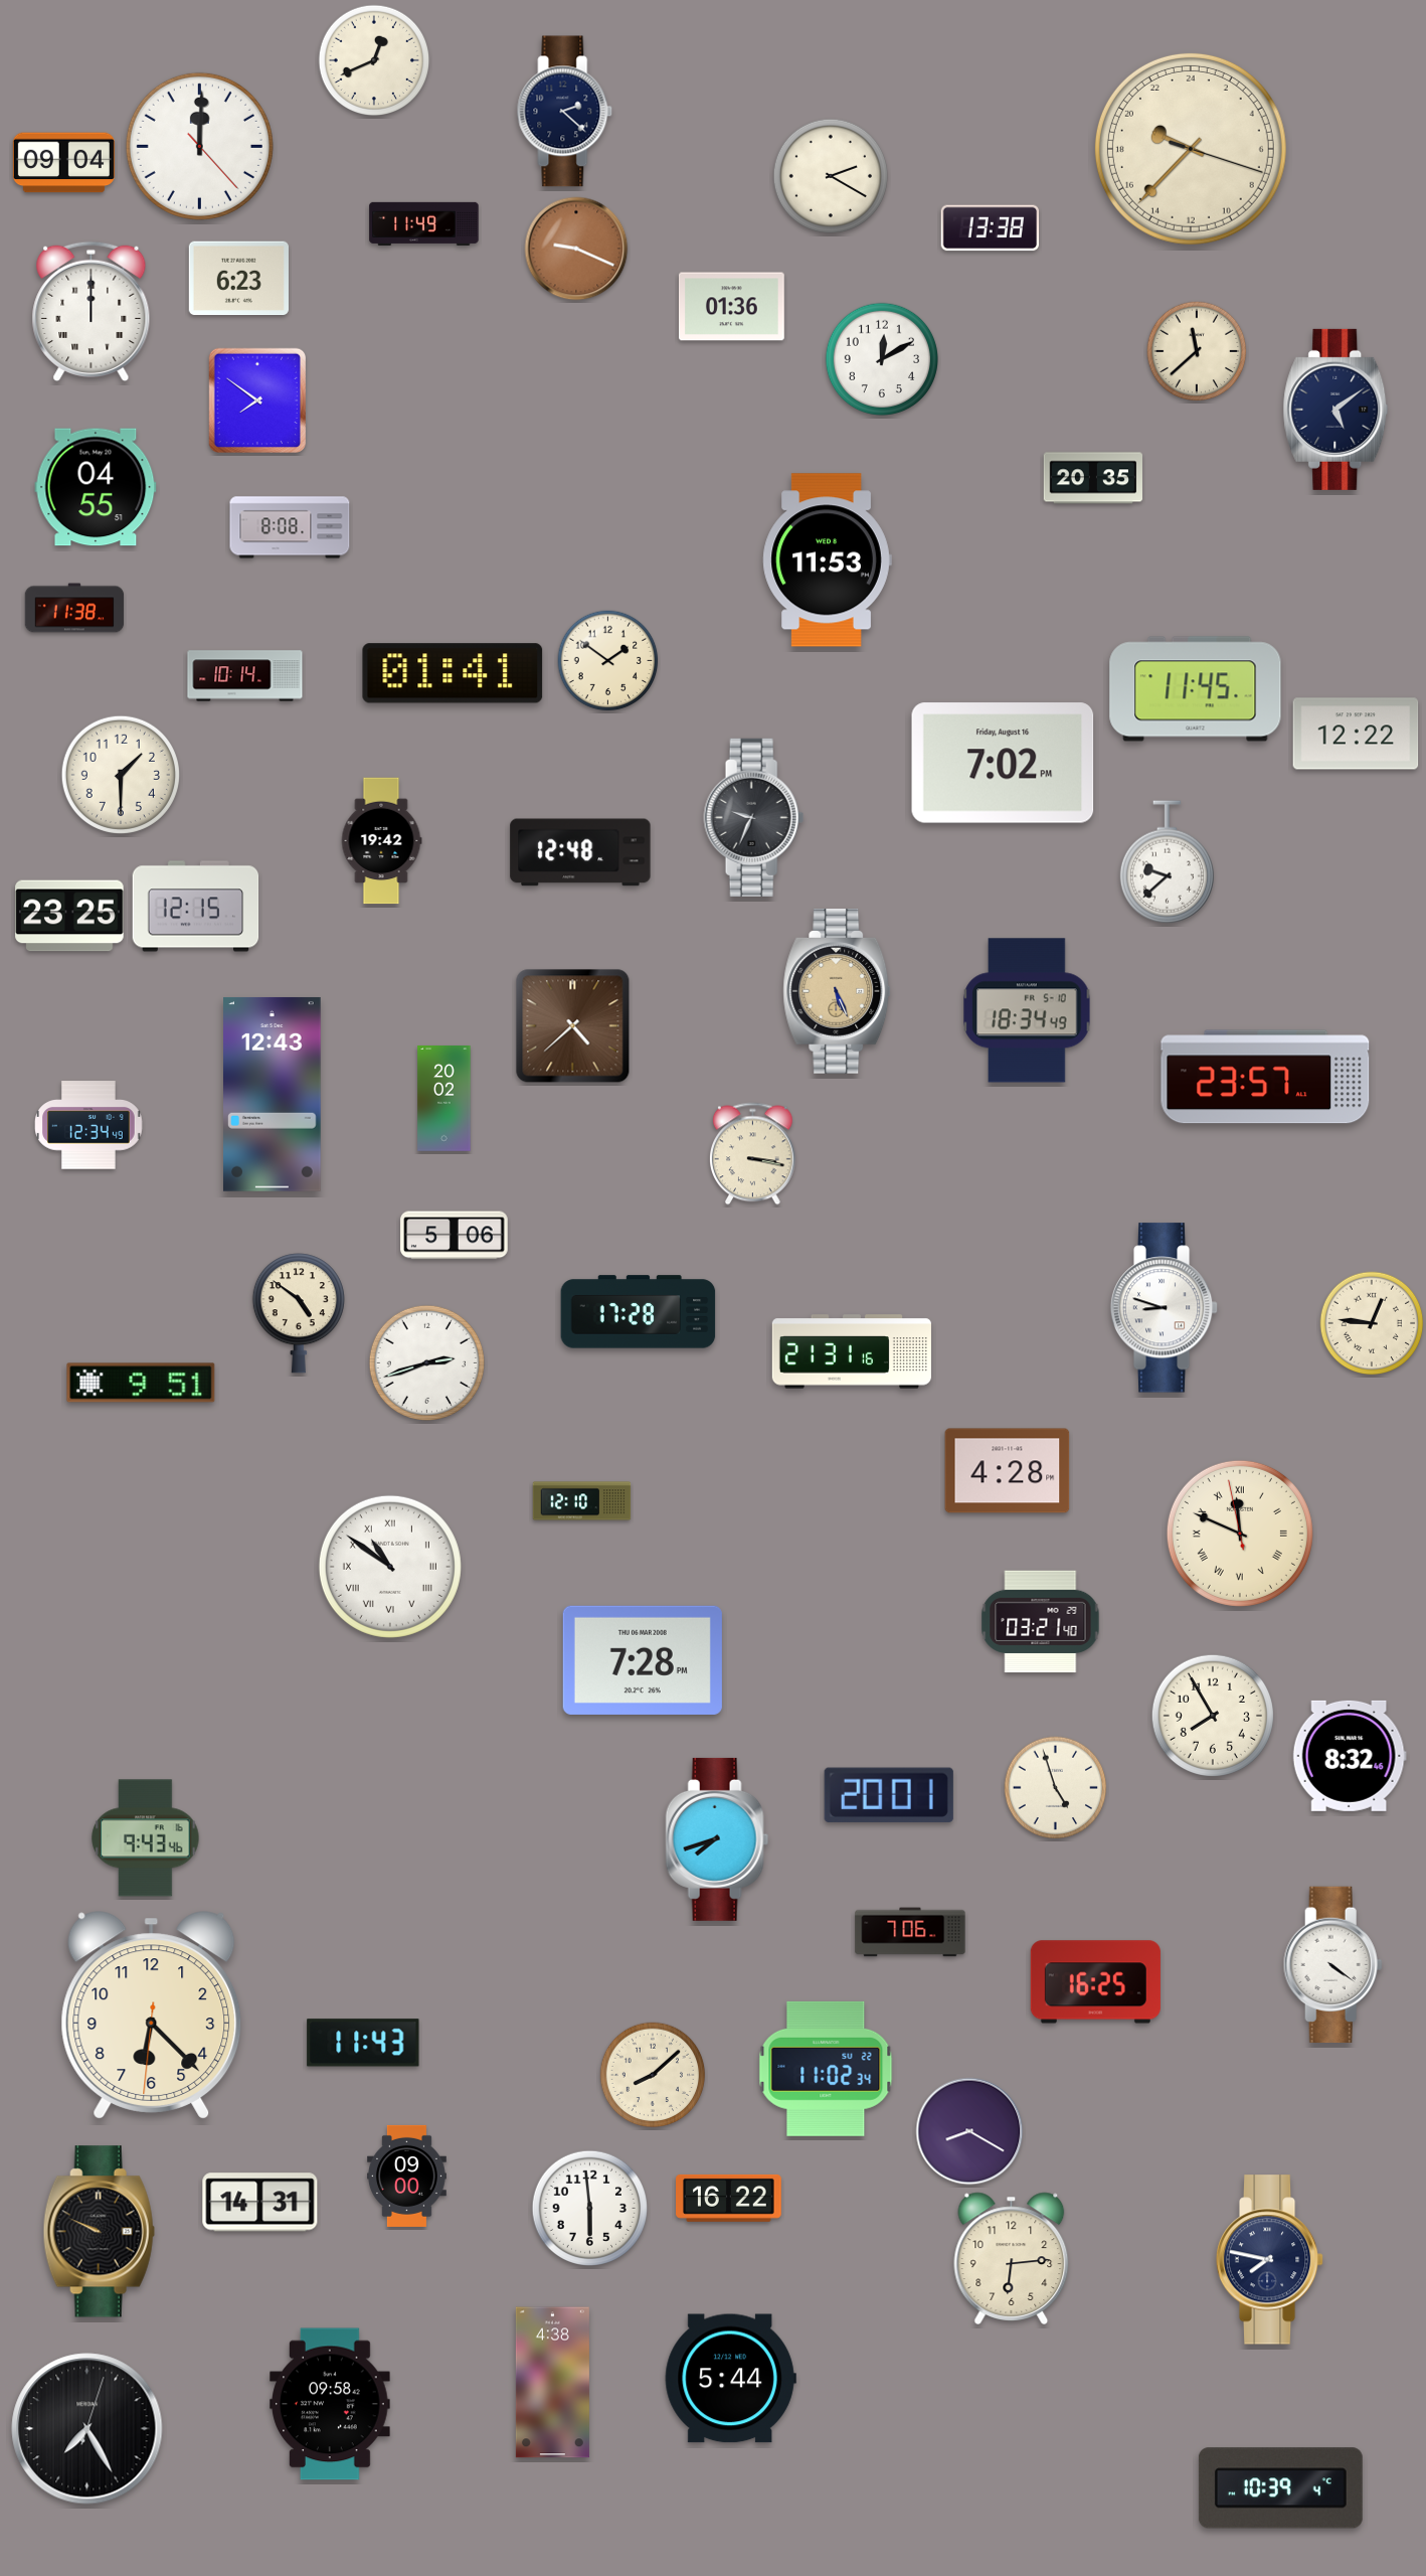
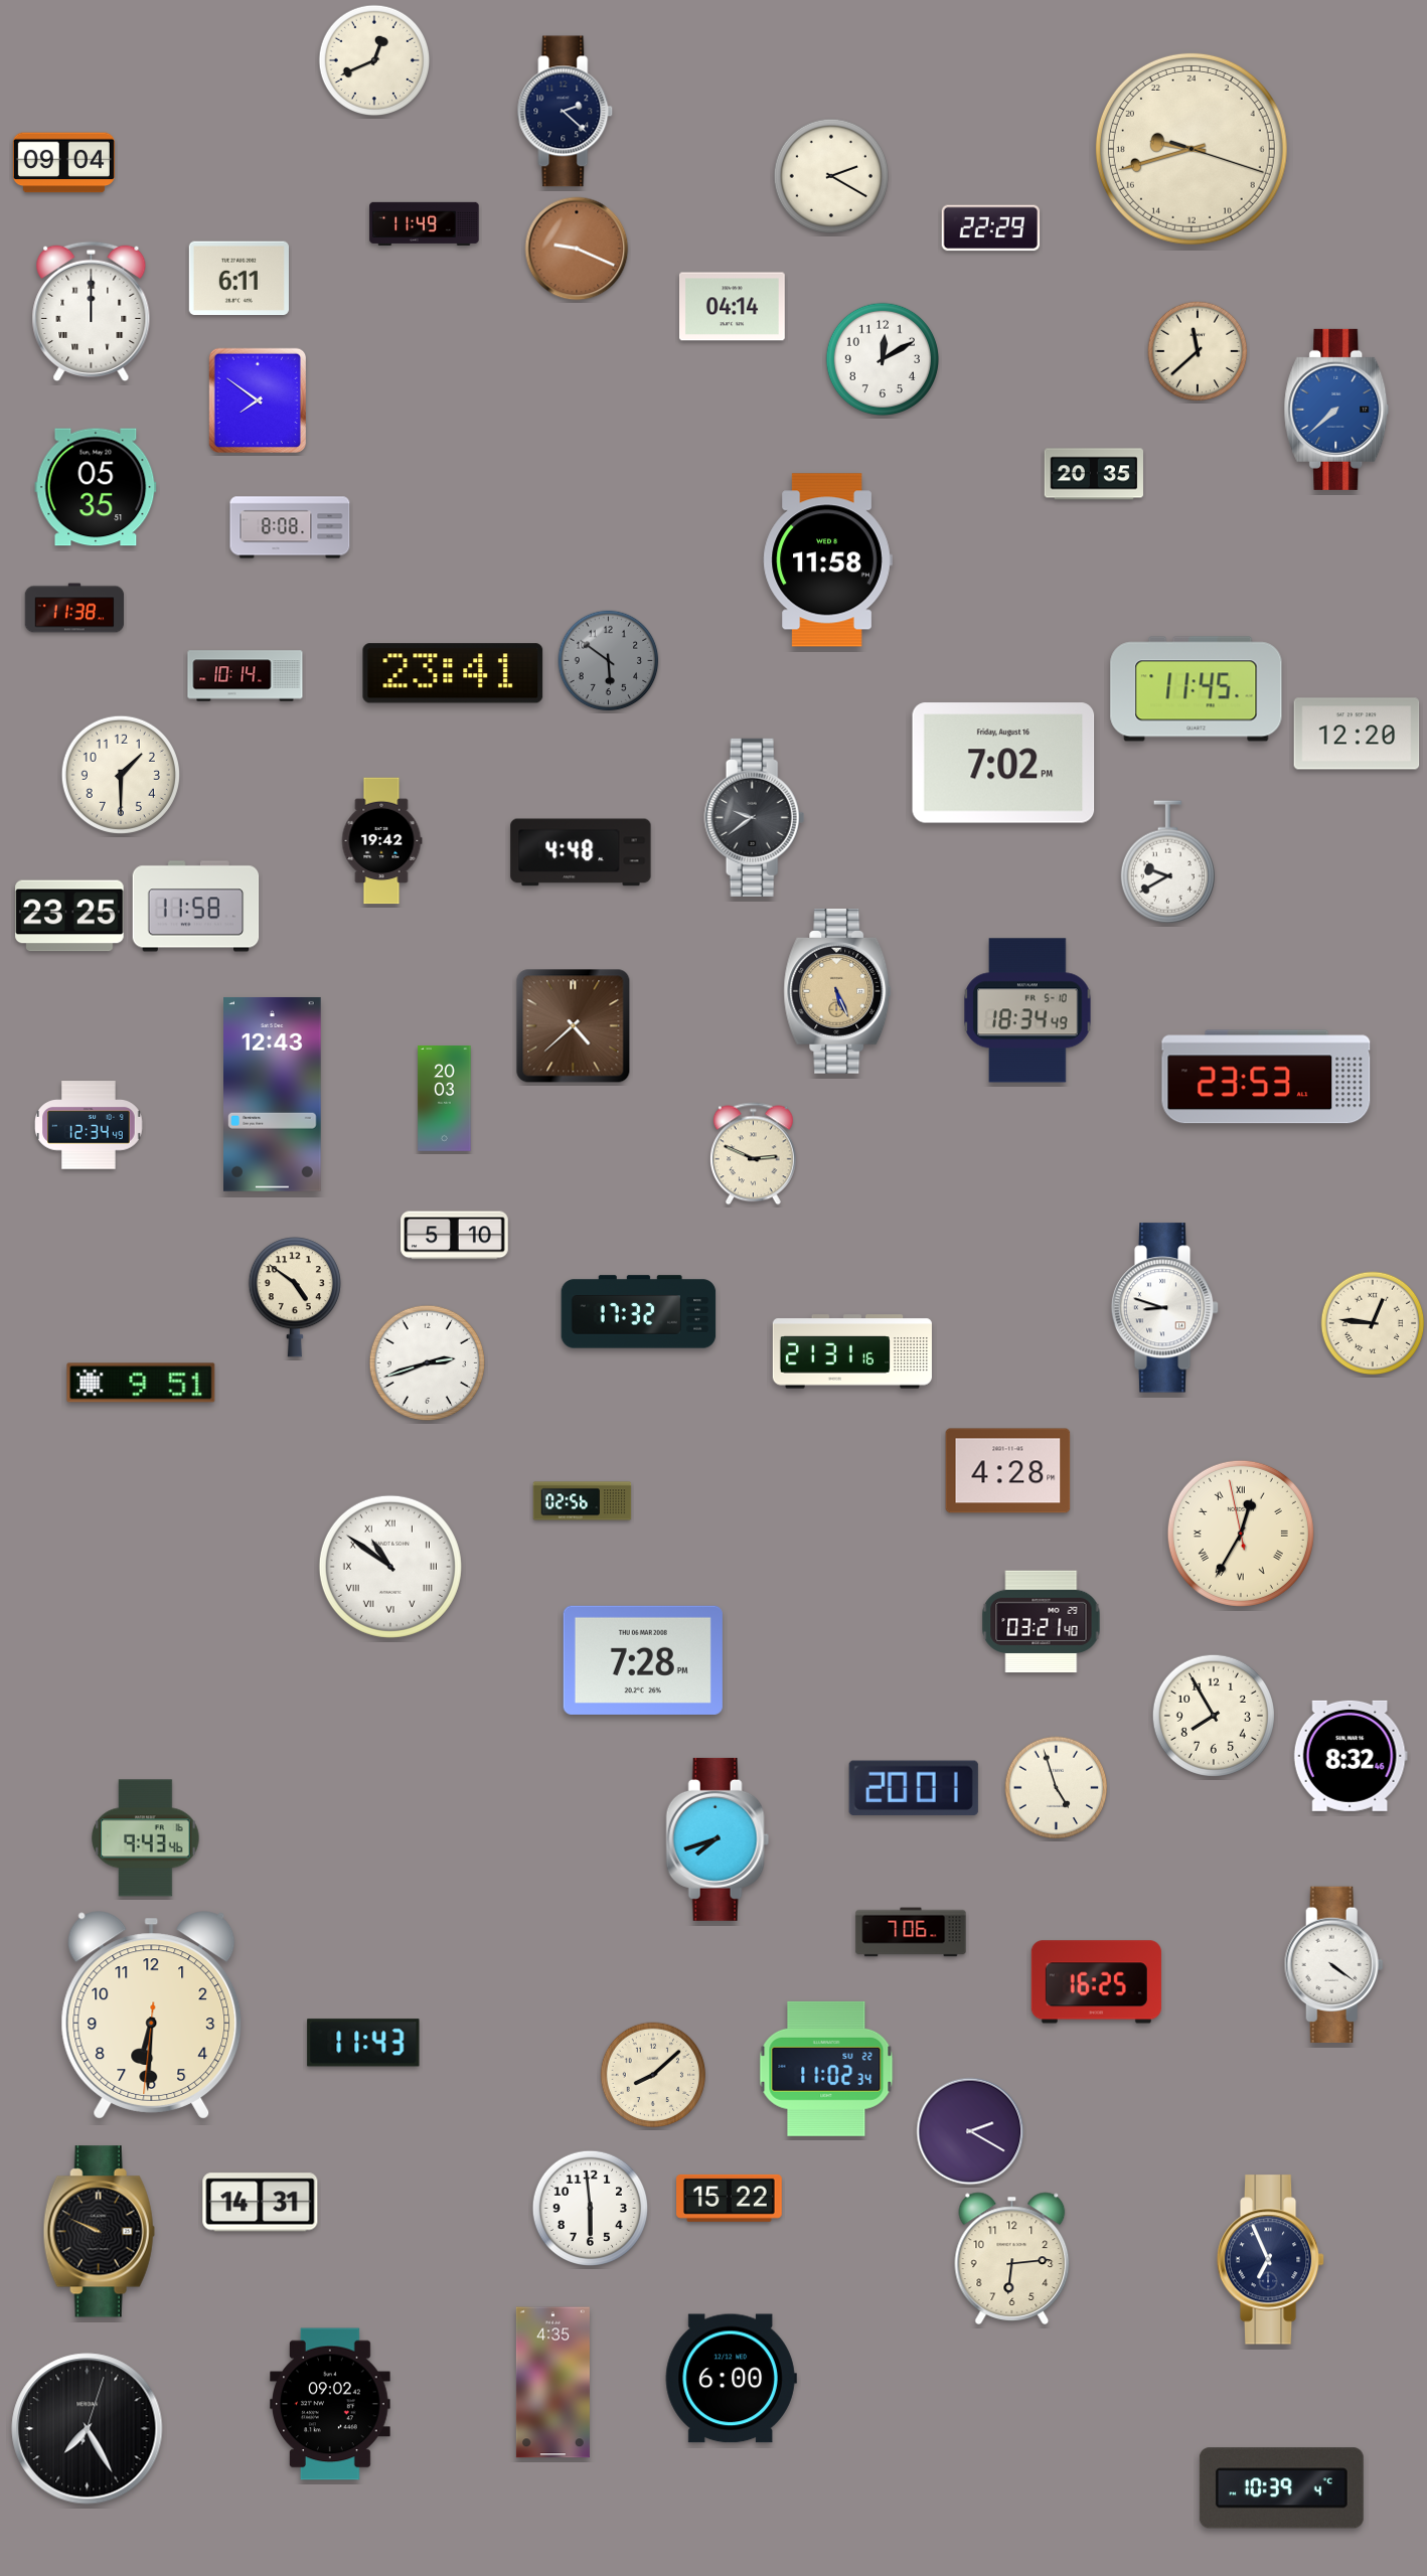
clock at (199, 146): 12:00 -> none
clock at (1191, 149): 19:37 -> 18:42
clock at (991, 228): 13:38 -> 22:29
clock at (238, 279): 6:23 -> 6:11
clock at (731, 307): 01:36 -> 04:14
clock at (1335, 410): 5:09 -> 7:38
clock at (1335, 410) dial: navy -> blue
clock at (1092, 478) position: (1092, 478) -> (1093, 474)
clock at (96, 487): 04:55 -> 05:35
clock at (827, 560): 11:53 -> 11:58
clock at (608, 661): 1:51 -> 5:51
clock at (608, 661) dial: cream -> grey
clock at (453, 673): 01:41 -> 23:41
clock at (1356, 734): 12:22 -> 12:20
clock at (754, 817): 9:34 -> 9:39
clock at (580, 852): 12:48 -> 4:48
clock at (1167, 862): 9:38 -> 9:40
clock at (196, 907): 12:15 -> 11:58
clock at (1265, 1077): 23:57 -> 23:53
clock at (444, 1099): 20:02 -> 20:03
clock at (752, 1154): 3:17 -> 2:49
clock at (455, 1236): 5:06 -> 5:10
clock at (639, 1312): 17:28 -> 17:32
clock at (299, 1313) position: (299, 1313) -> (295, 1297)
clock at (582, 1501): 12:10 -> 02:56
clock at (1240, 1534): 11:48 -> 12:34
clock at (889, 1795) position: (889, 1795) -> (914, 1788)
clock at (152, 2016): 6:22 -> 6:30
clock at (969, 2131): 8:20 -> 2:20
clock at (407, 2176): 09:00 -> none
clock at (729, 2198): 16:22 -> 15:22
clock at (1270, 2260): 7:47 -> 6:56
clock at (730, 2379): 5:44 -> 6:00
clock at (552, 2383): 4:38 -> 4:35
clock at (330, 2404): 09:58 -> 09:02
